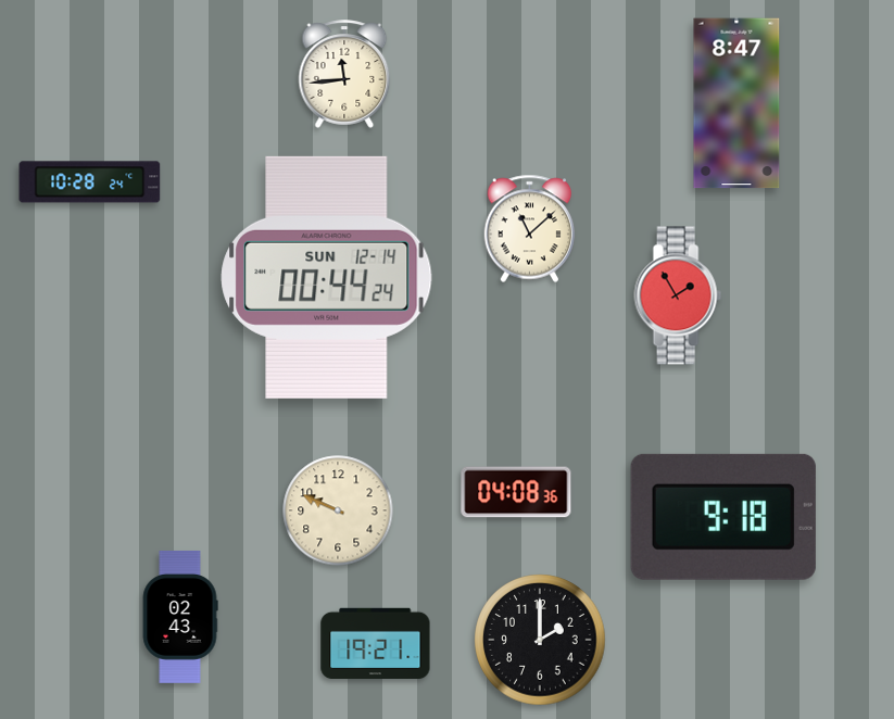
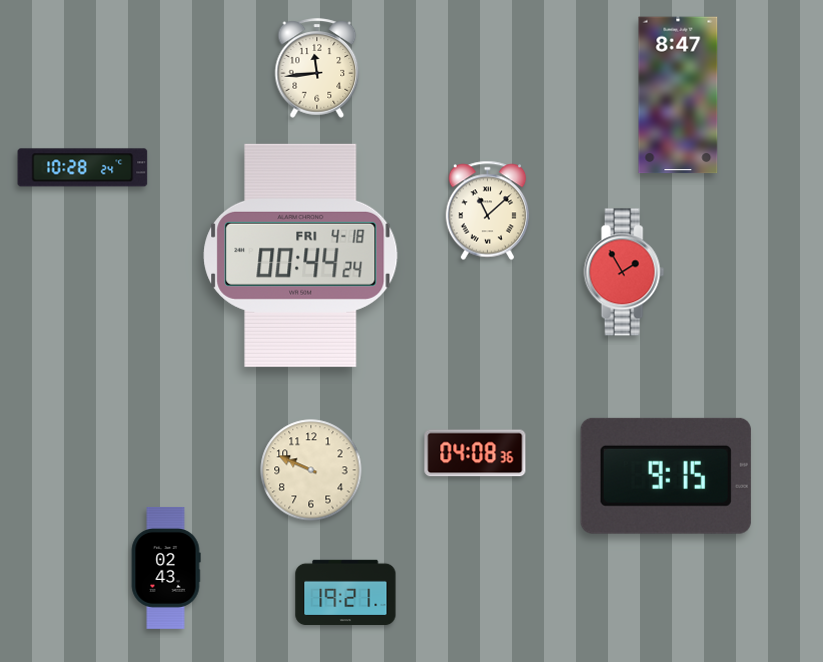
clock at (327, 277) date: SUN 12-14 -> FRI 4-18
clock at (723, 517): 9:18 -> 9:15
clock at (540, 640): 2:00 -> none
